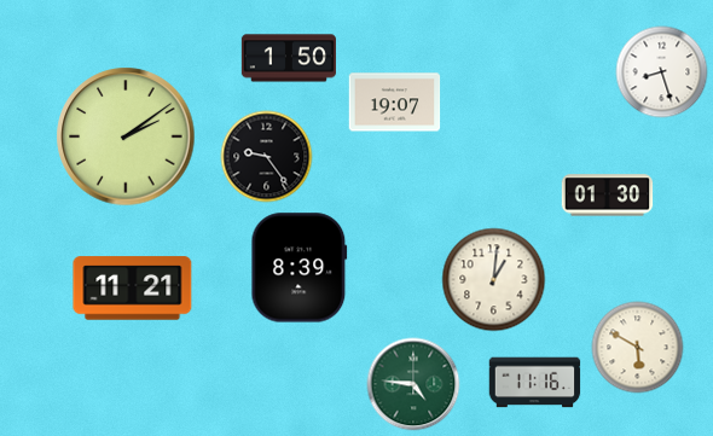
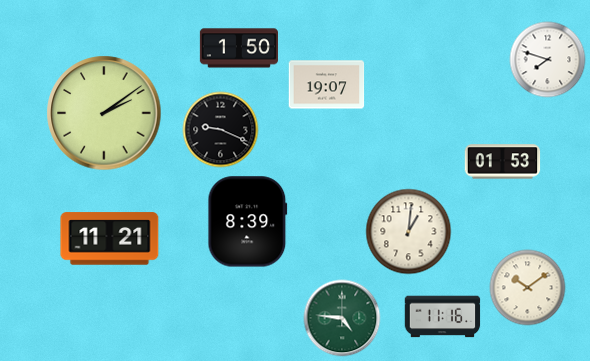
clock at (662, 72): 8:27 -> 7:48
clock at (267, 157): 9:24 -> 9:19
clock at (608, 196): 01:30 -> 01:53
clock at (638, 348): 5:50 -> 10:09
